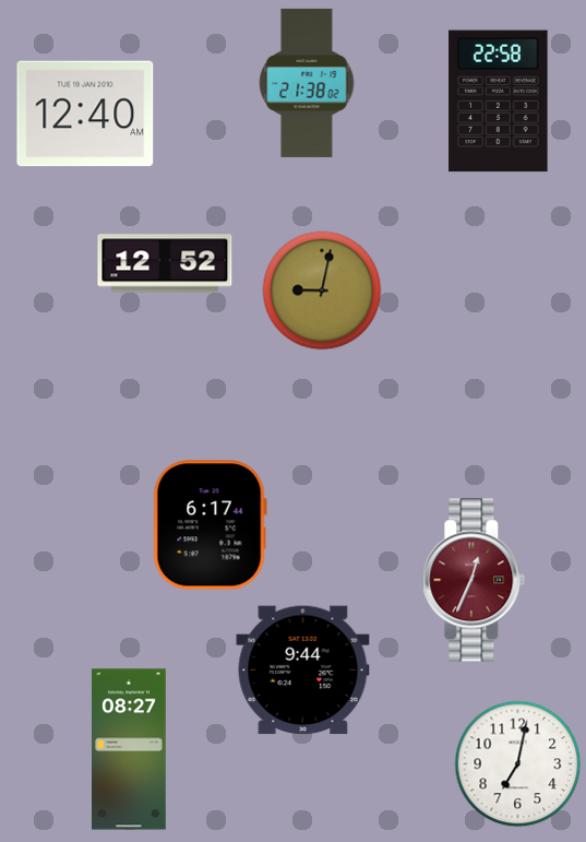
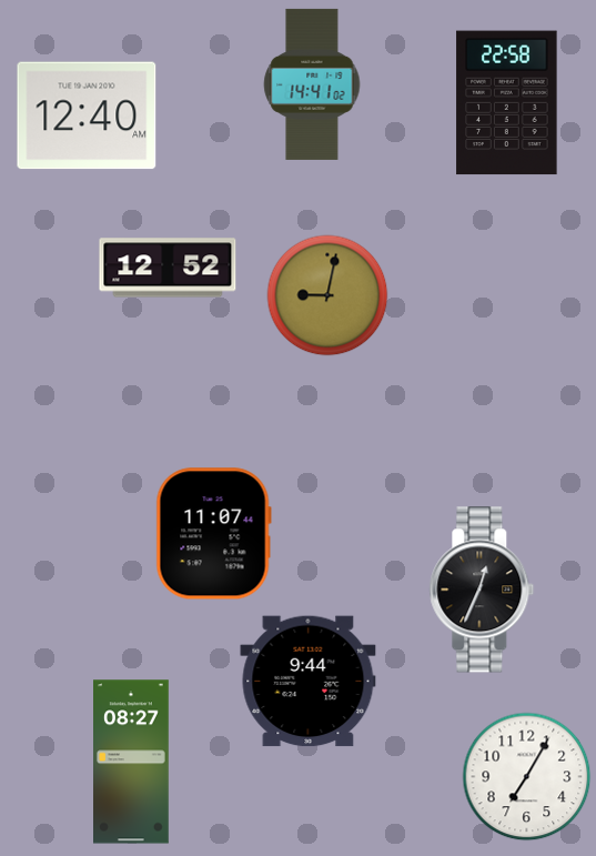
clock at (307, 83): 21:38 -> 14:41
clock at (210, 525): 6:17 -> 11:07
clock at (474, 580) dial: burgundy -> black
clock at (518, 764): 7:02 -> 7:05
